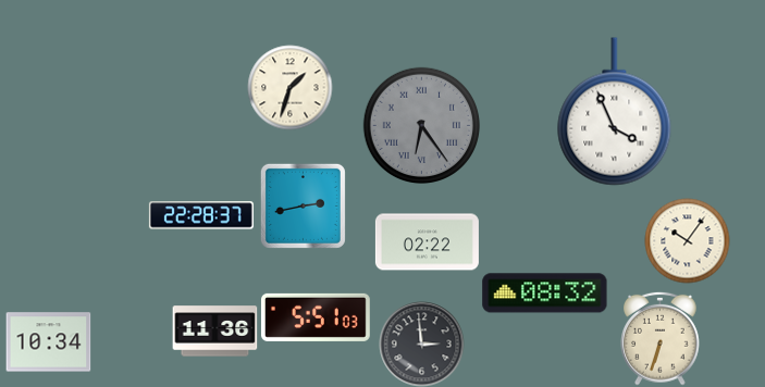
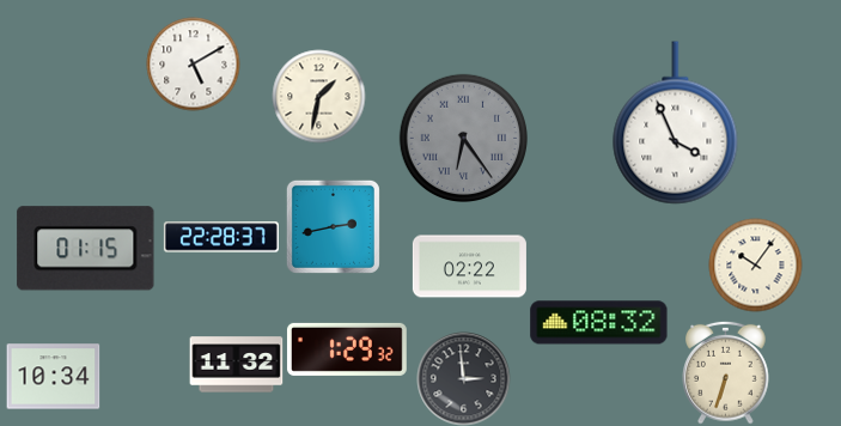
clock at (193, 63): none -> 5:10
clock at (289, 87): 1:33 -> 1:32
clock at (86, 249): none -> 01:15
clock at (316, 317): 5:51 -> 1:29
clock at (214, 332): 11:36 -> 11:32
